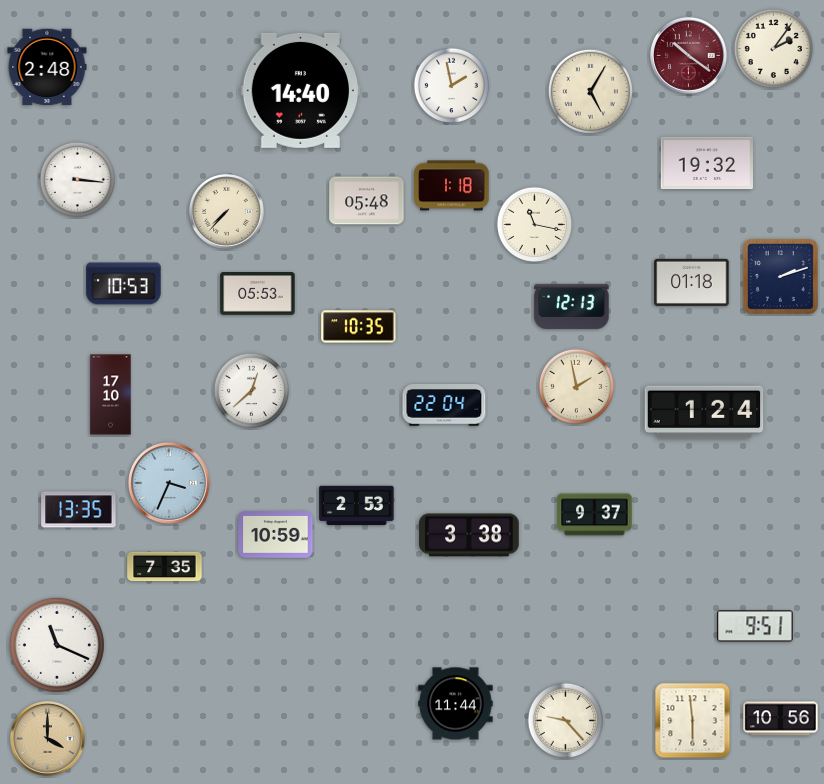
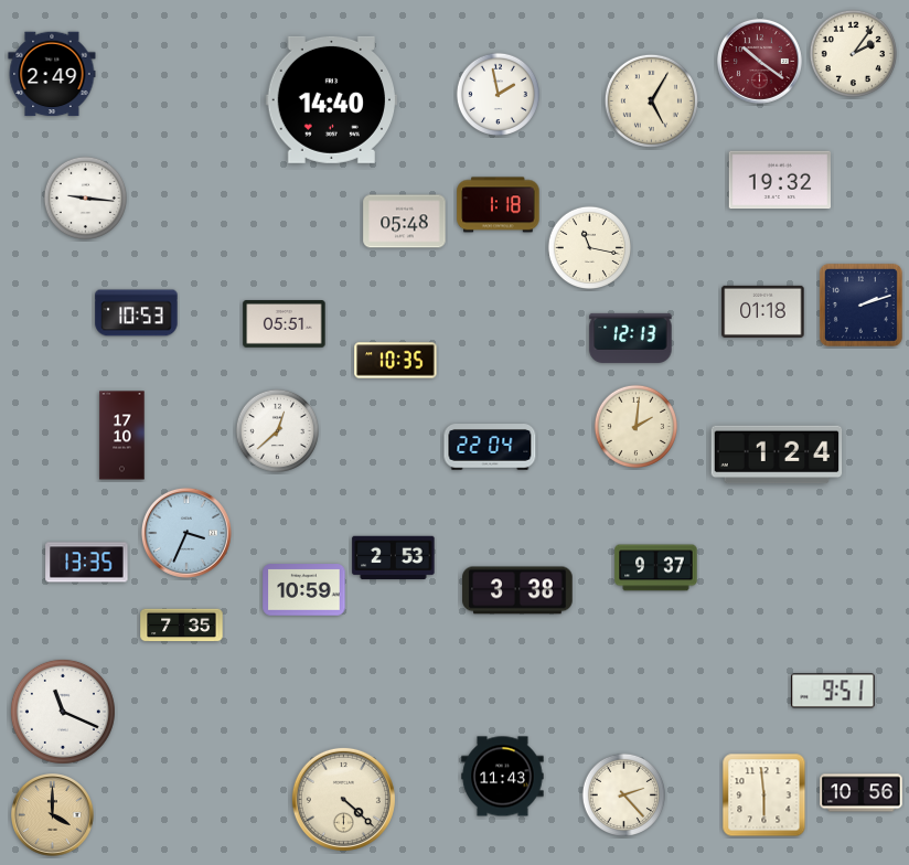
clock at (47, 67): 2:48 -> 2:49
clock at (77, 179): 3:16 -> 9:16
clock at (227, 212): 7:37 -> none
clock at (258, 294): 05:53 -> 05:51
clock at (576, 386): 1:58 -> 2:01
clock at (456, 704): 11:44 -> 11:43
clock at (565, 720): 9:23 -> 2:23
clock at (343, 799): none -> 4:22
